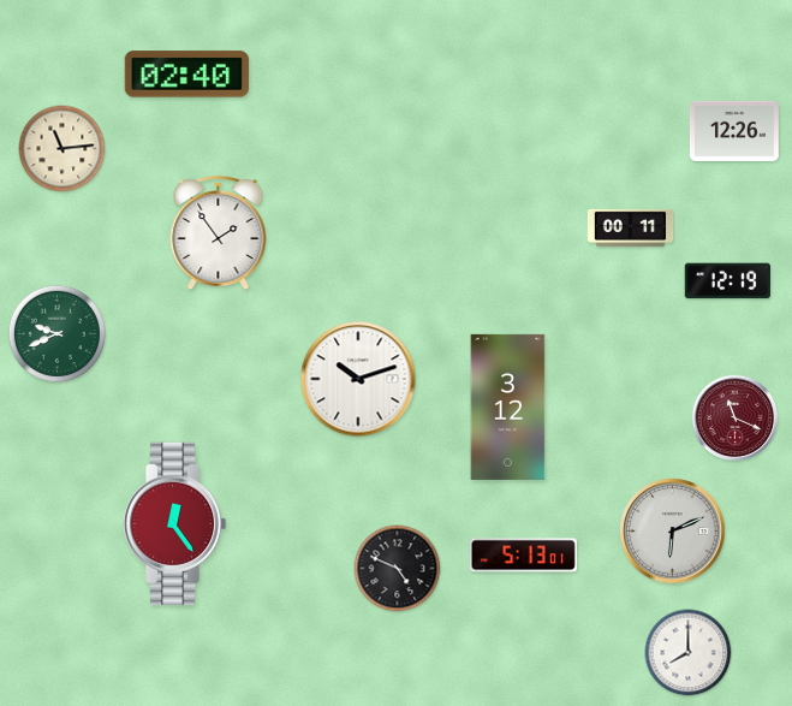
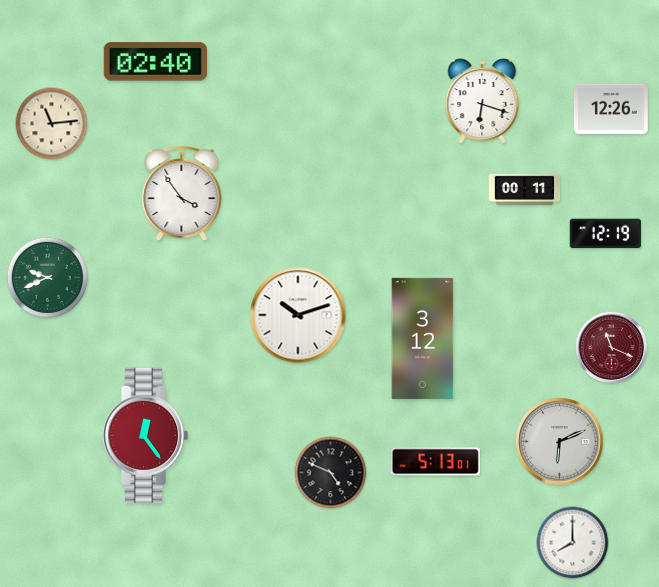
clock at (482, 101): none -> 6:18
clock at (219, 233): 1:54 -> 3:54
